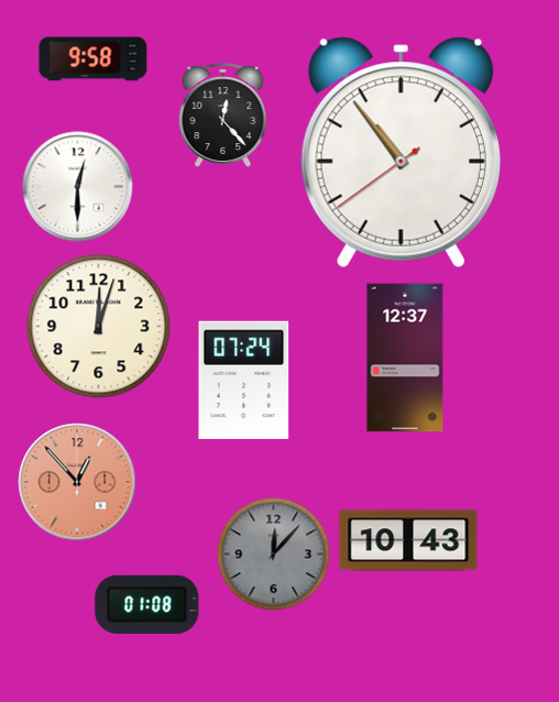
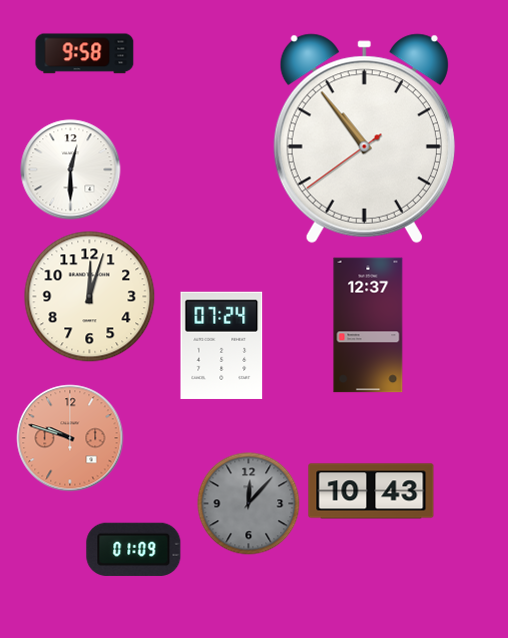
clock at (223, 116): 12:23 -> none
clock at (77, 482): 12:53 -> 9:48
clock at (147, 604): 01:08 -> 01:09
